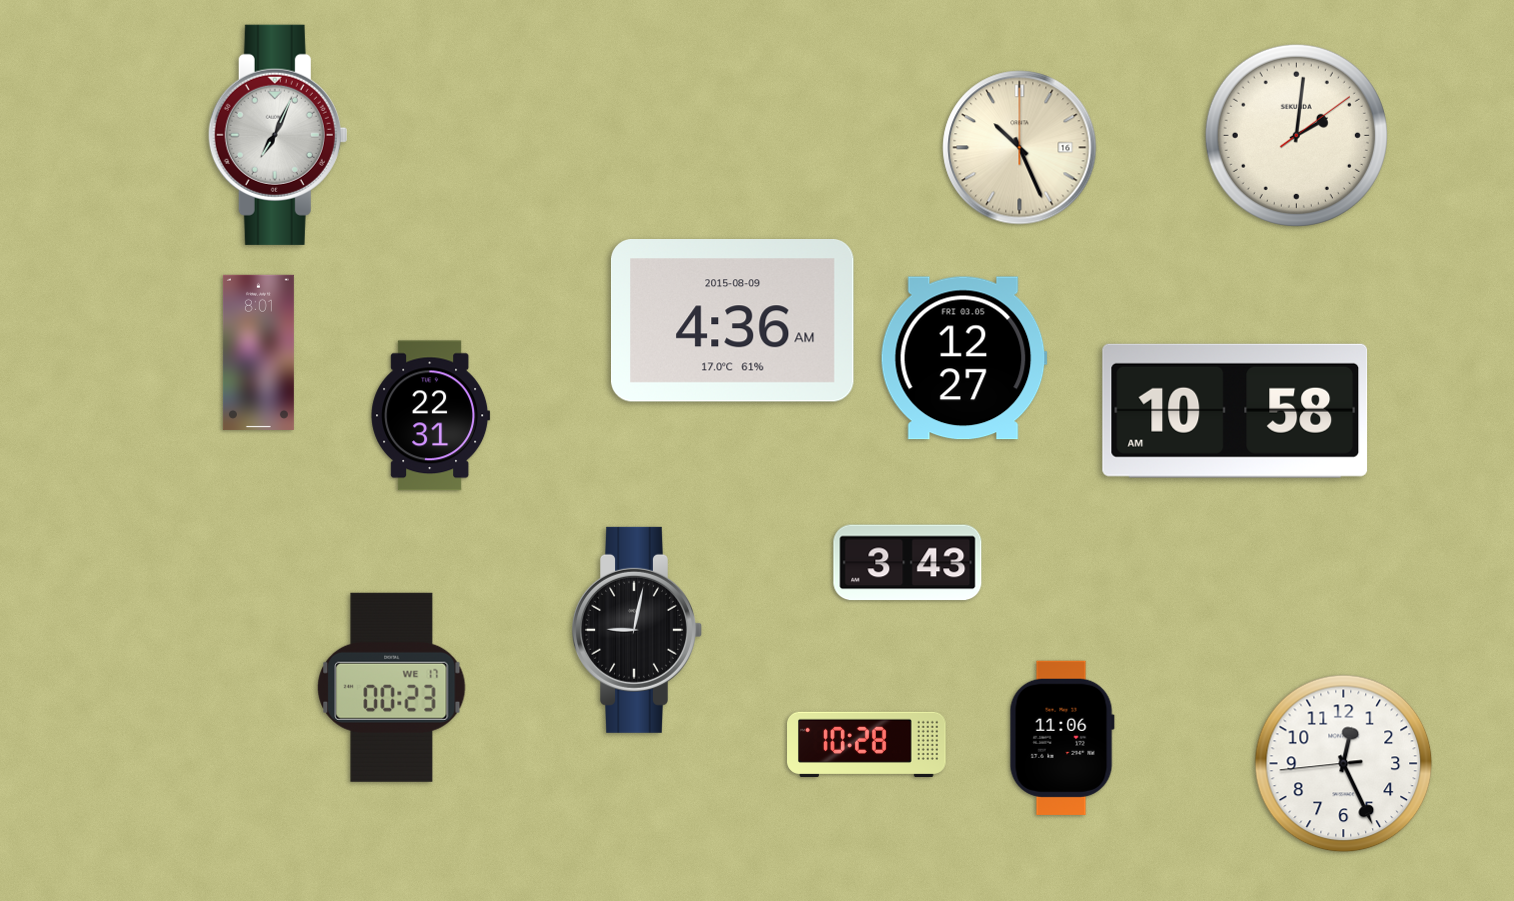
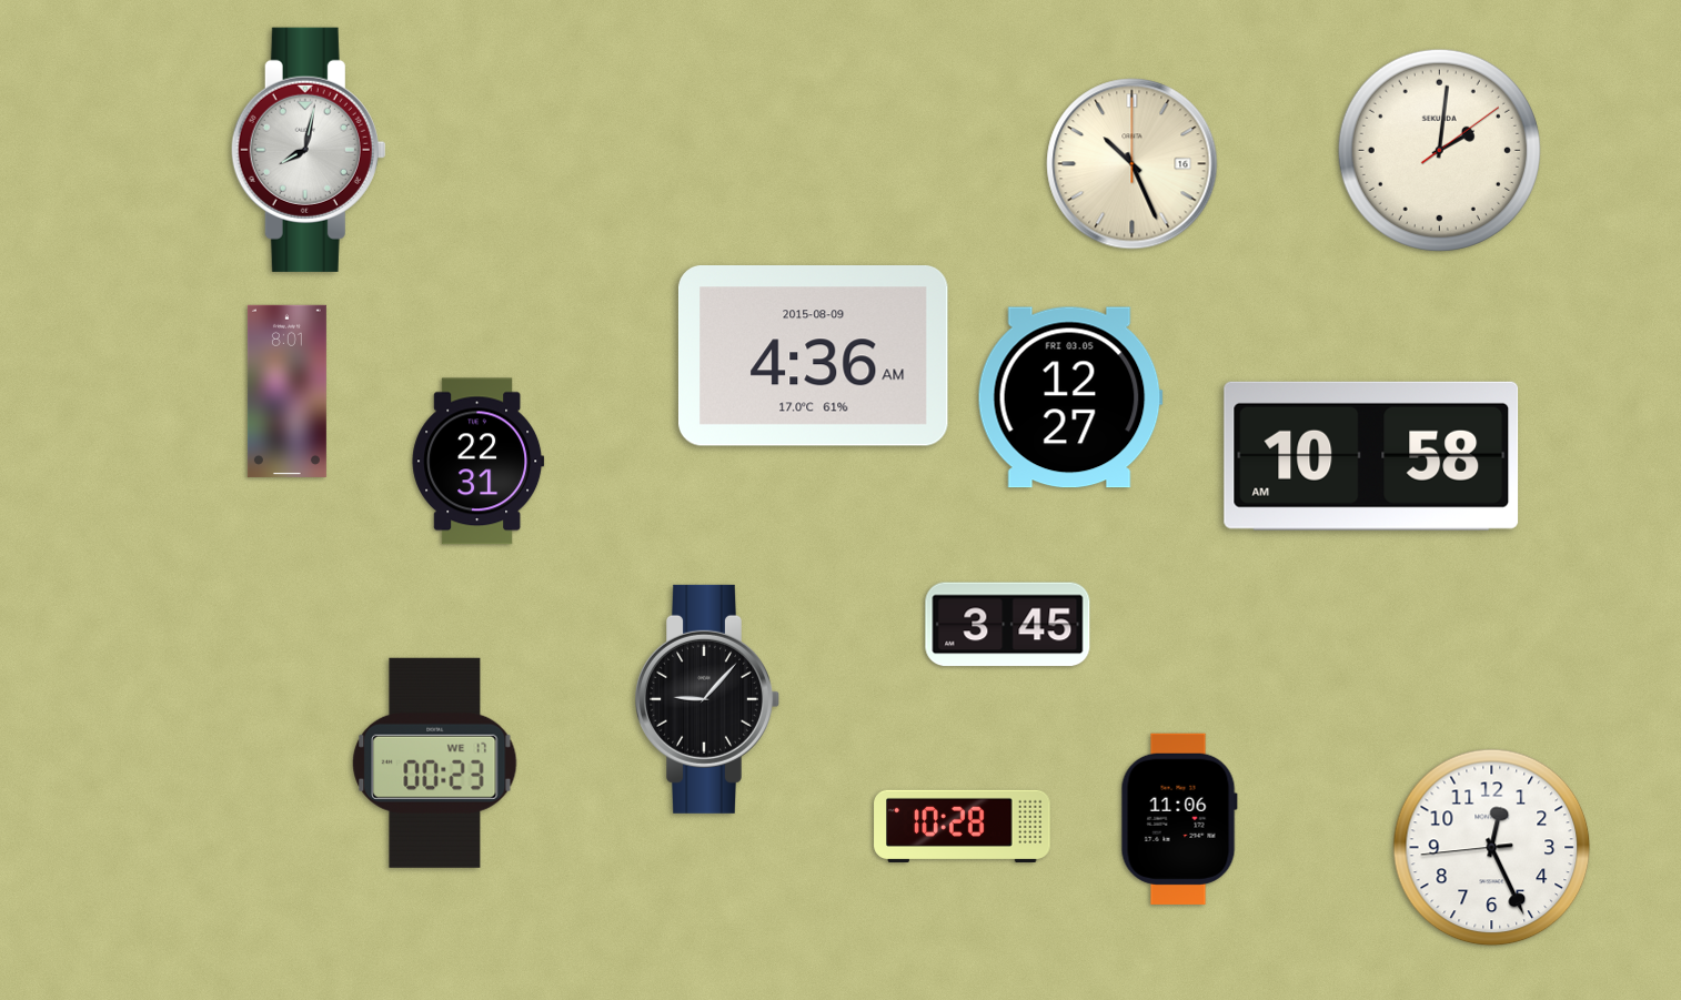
clock at (278, 135): 7:04 -> 8:02
clock at (908, 563): 3:43 -> 3:45
clock at (638, 630): 9:02 -> 9:07
